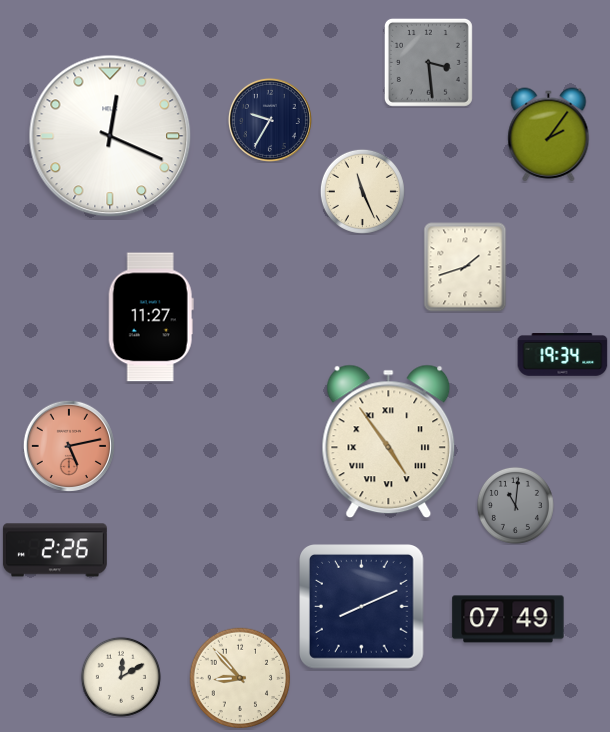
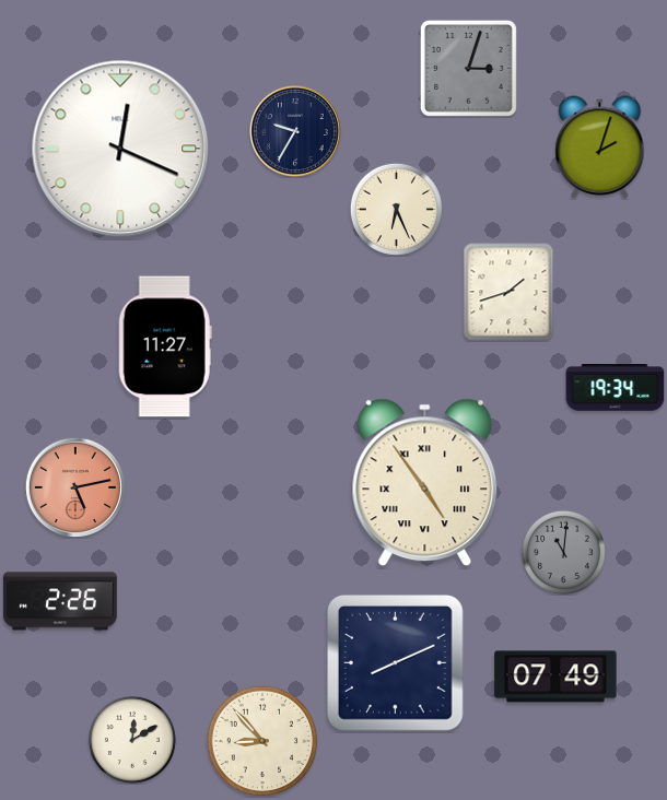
clock at (428, 62): 3:29 -> 3:03
clock at (549, 135): 2:06 -> 2:03
clock at (362, 191): 11:26 -> 6:26
